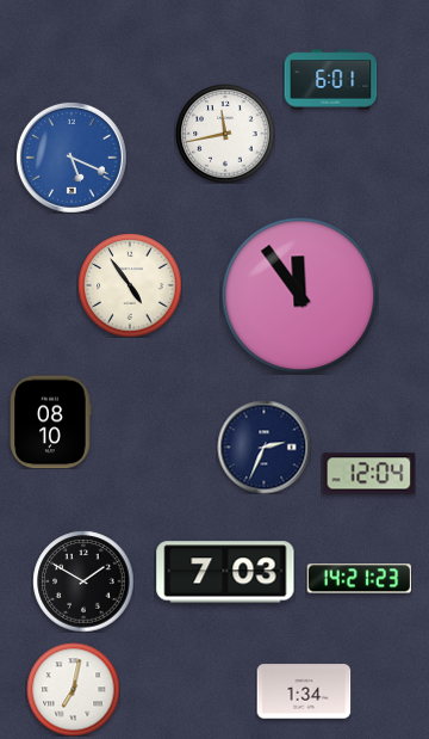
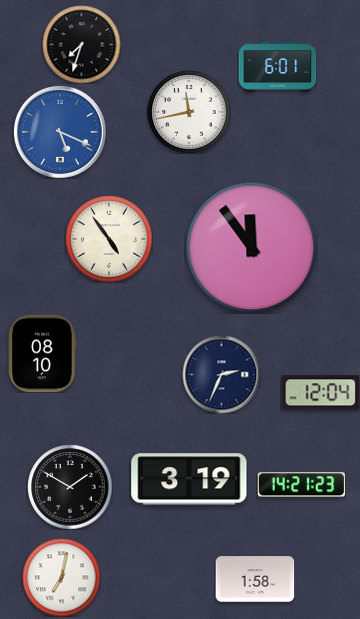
clock at (81, 44): none -> 7:33
clock at (368, 474) position: (368, 474) -> (320, 393)
clock at (225, 572): 7:03 -> 3:19
clock at (304, 691): 1:34 -> 1:58
